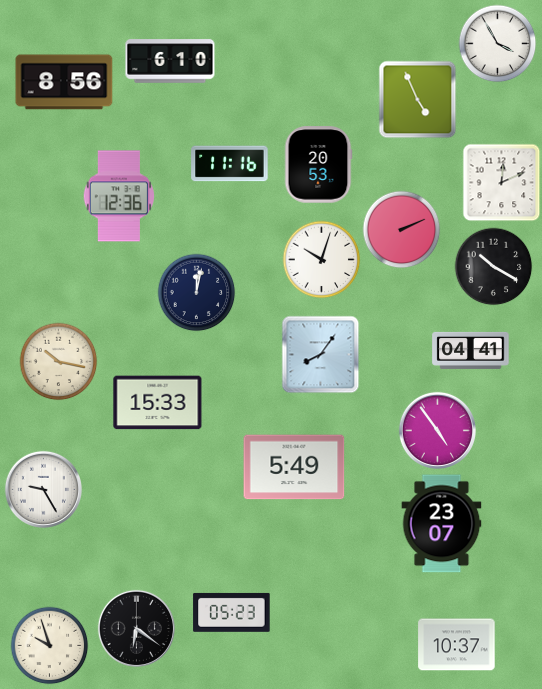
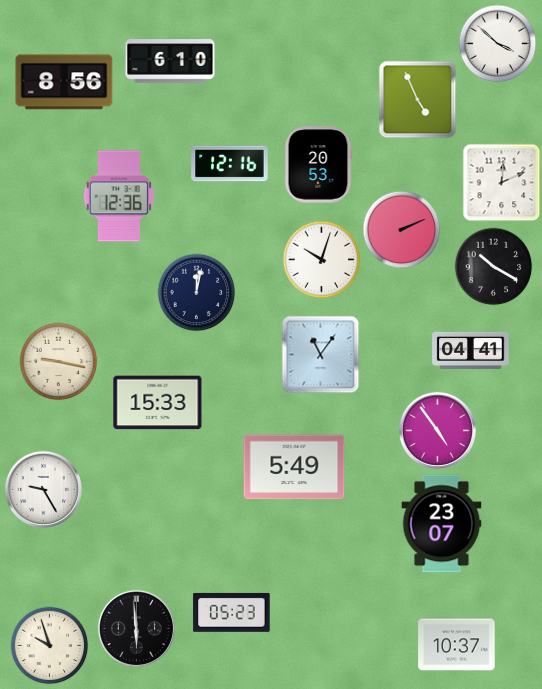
clock at (497, 43): 3:55 -> 3:52
clock at (230, 164): 11:16 -> 12:16
clock at (320, 354): 8:06 -> 11:06
clock at (58, 361): 10:17 -> 9:17
clock at (136, 628): 6:21 -> 5:59
